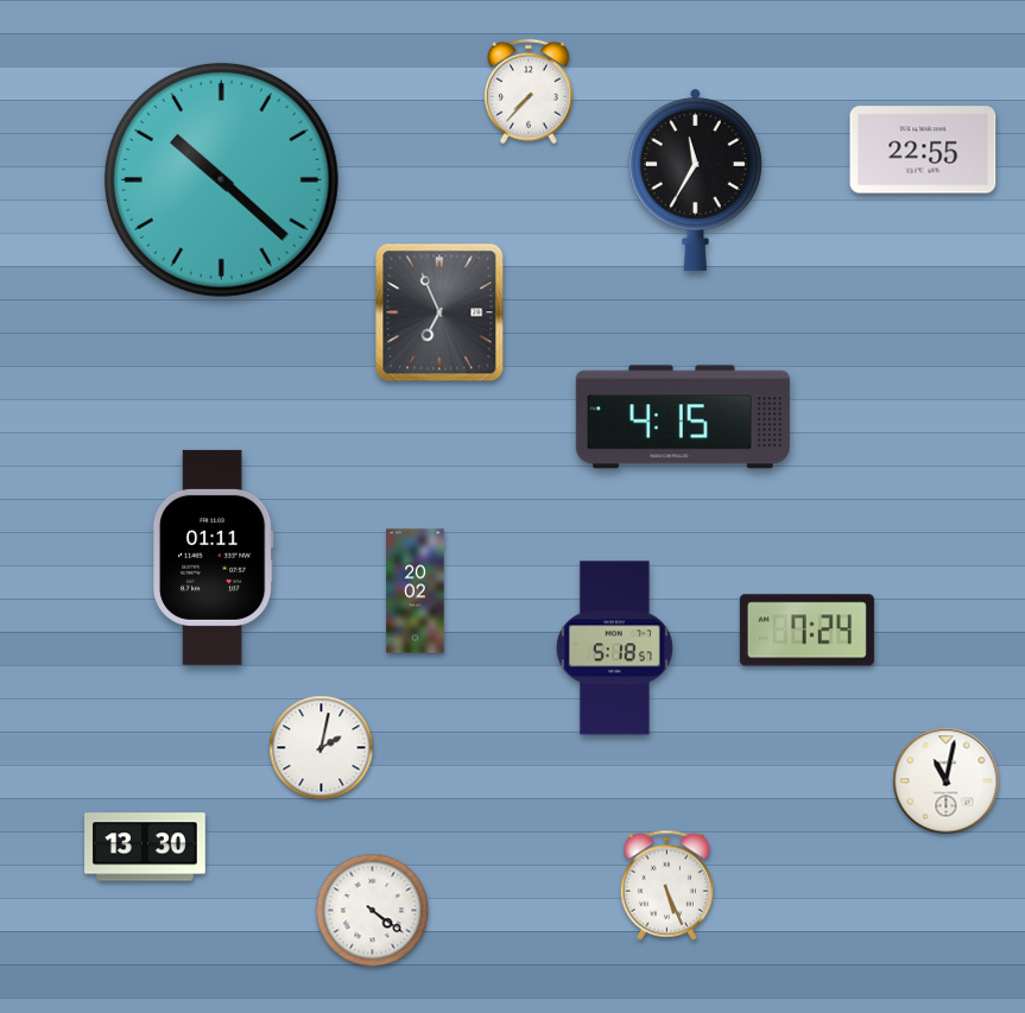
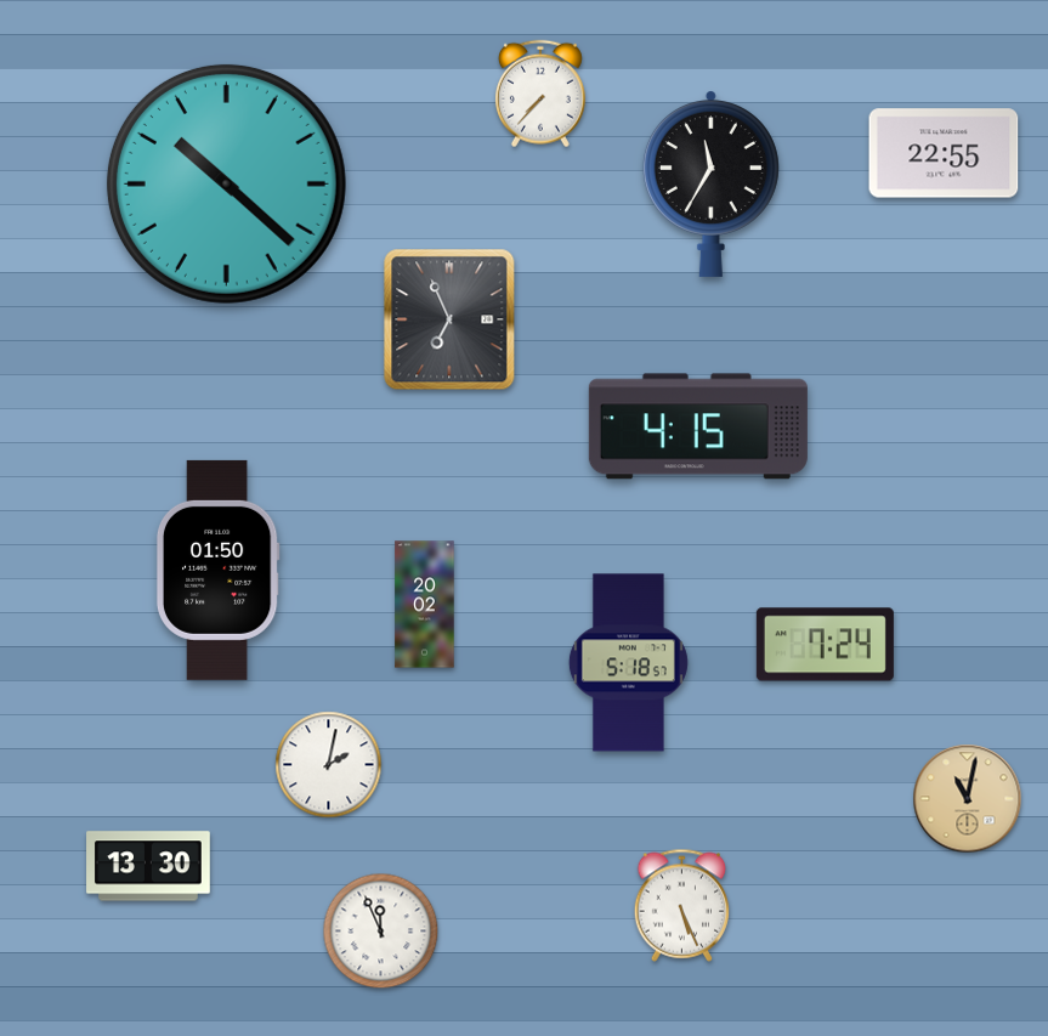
clock at (213, 557): 01:11 -> 01:50
clock at (947, 781) dial: white -> champagne
clock at (373, 911): 4:21 -> 11:56
